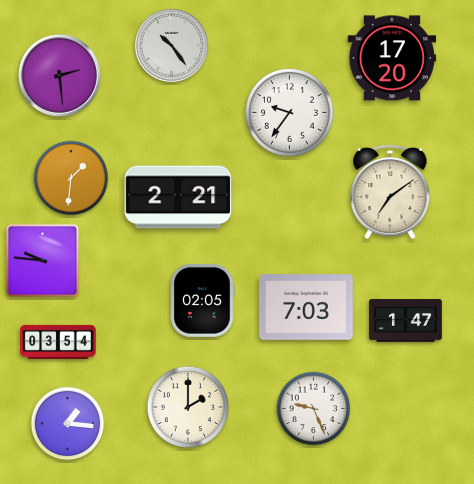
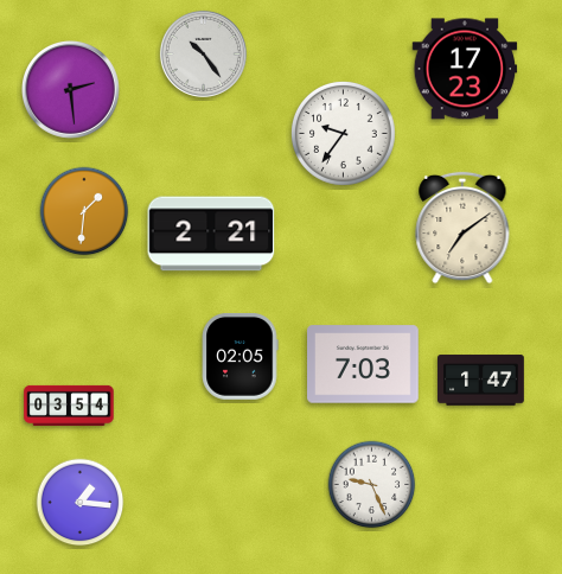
clock at (392, 58): 17:20 -> 17:23
clock at (43, 261): 9:46 -> none
clock at (188, 407): 2:00 -> none
